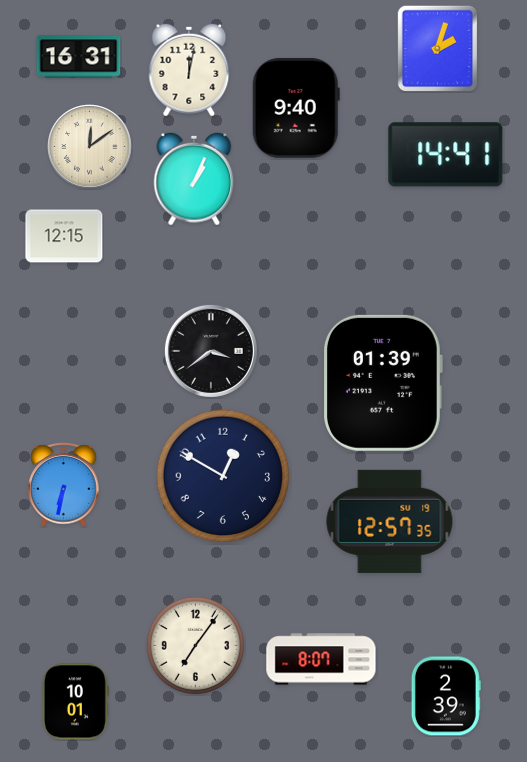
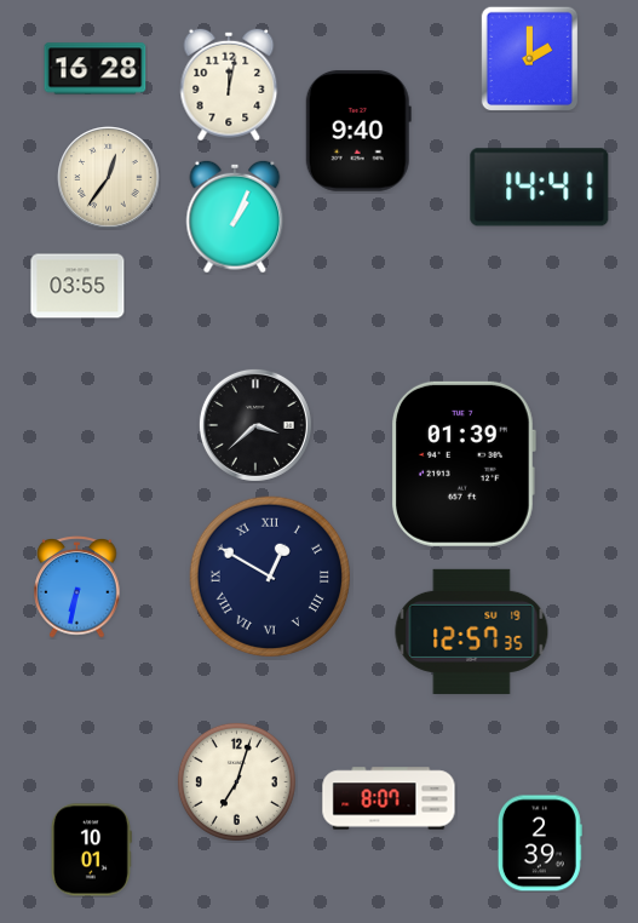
clock at (438, 48): 2:03 -> 2:00
clock at (79, 57): 16:31 -> 16:28
clock at (90, 147): 12:09 -> 12:36
clock at (64, 236): 12:15 -> 03:55
clock at (211, 351): 3:39 -> 3:38
clock at (223, 476) numerals: Arabic -> Roman
clock at (195, 645): 7:06 -> 7:03
